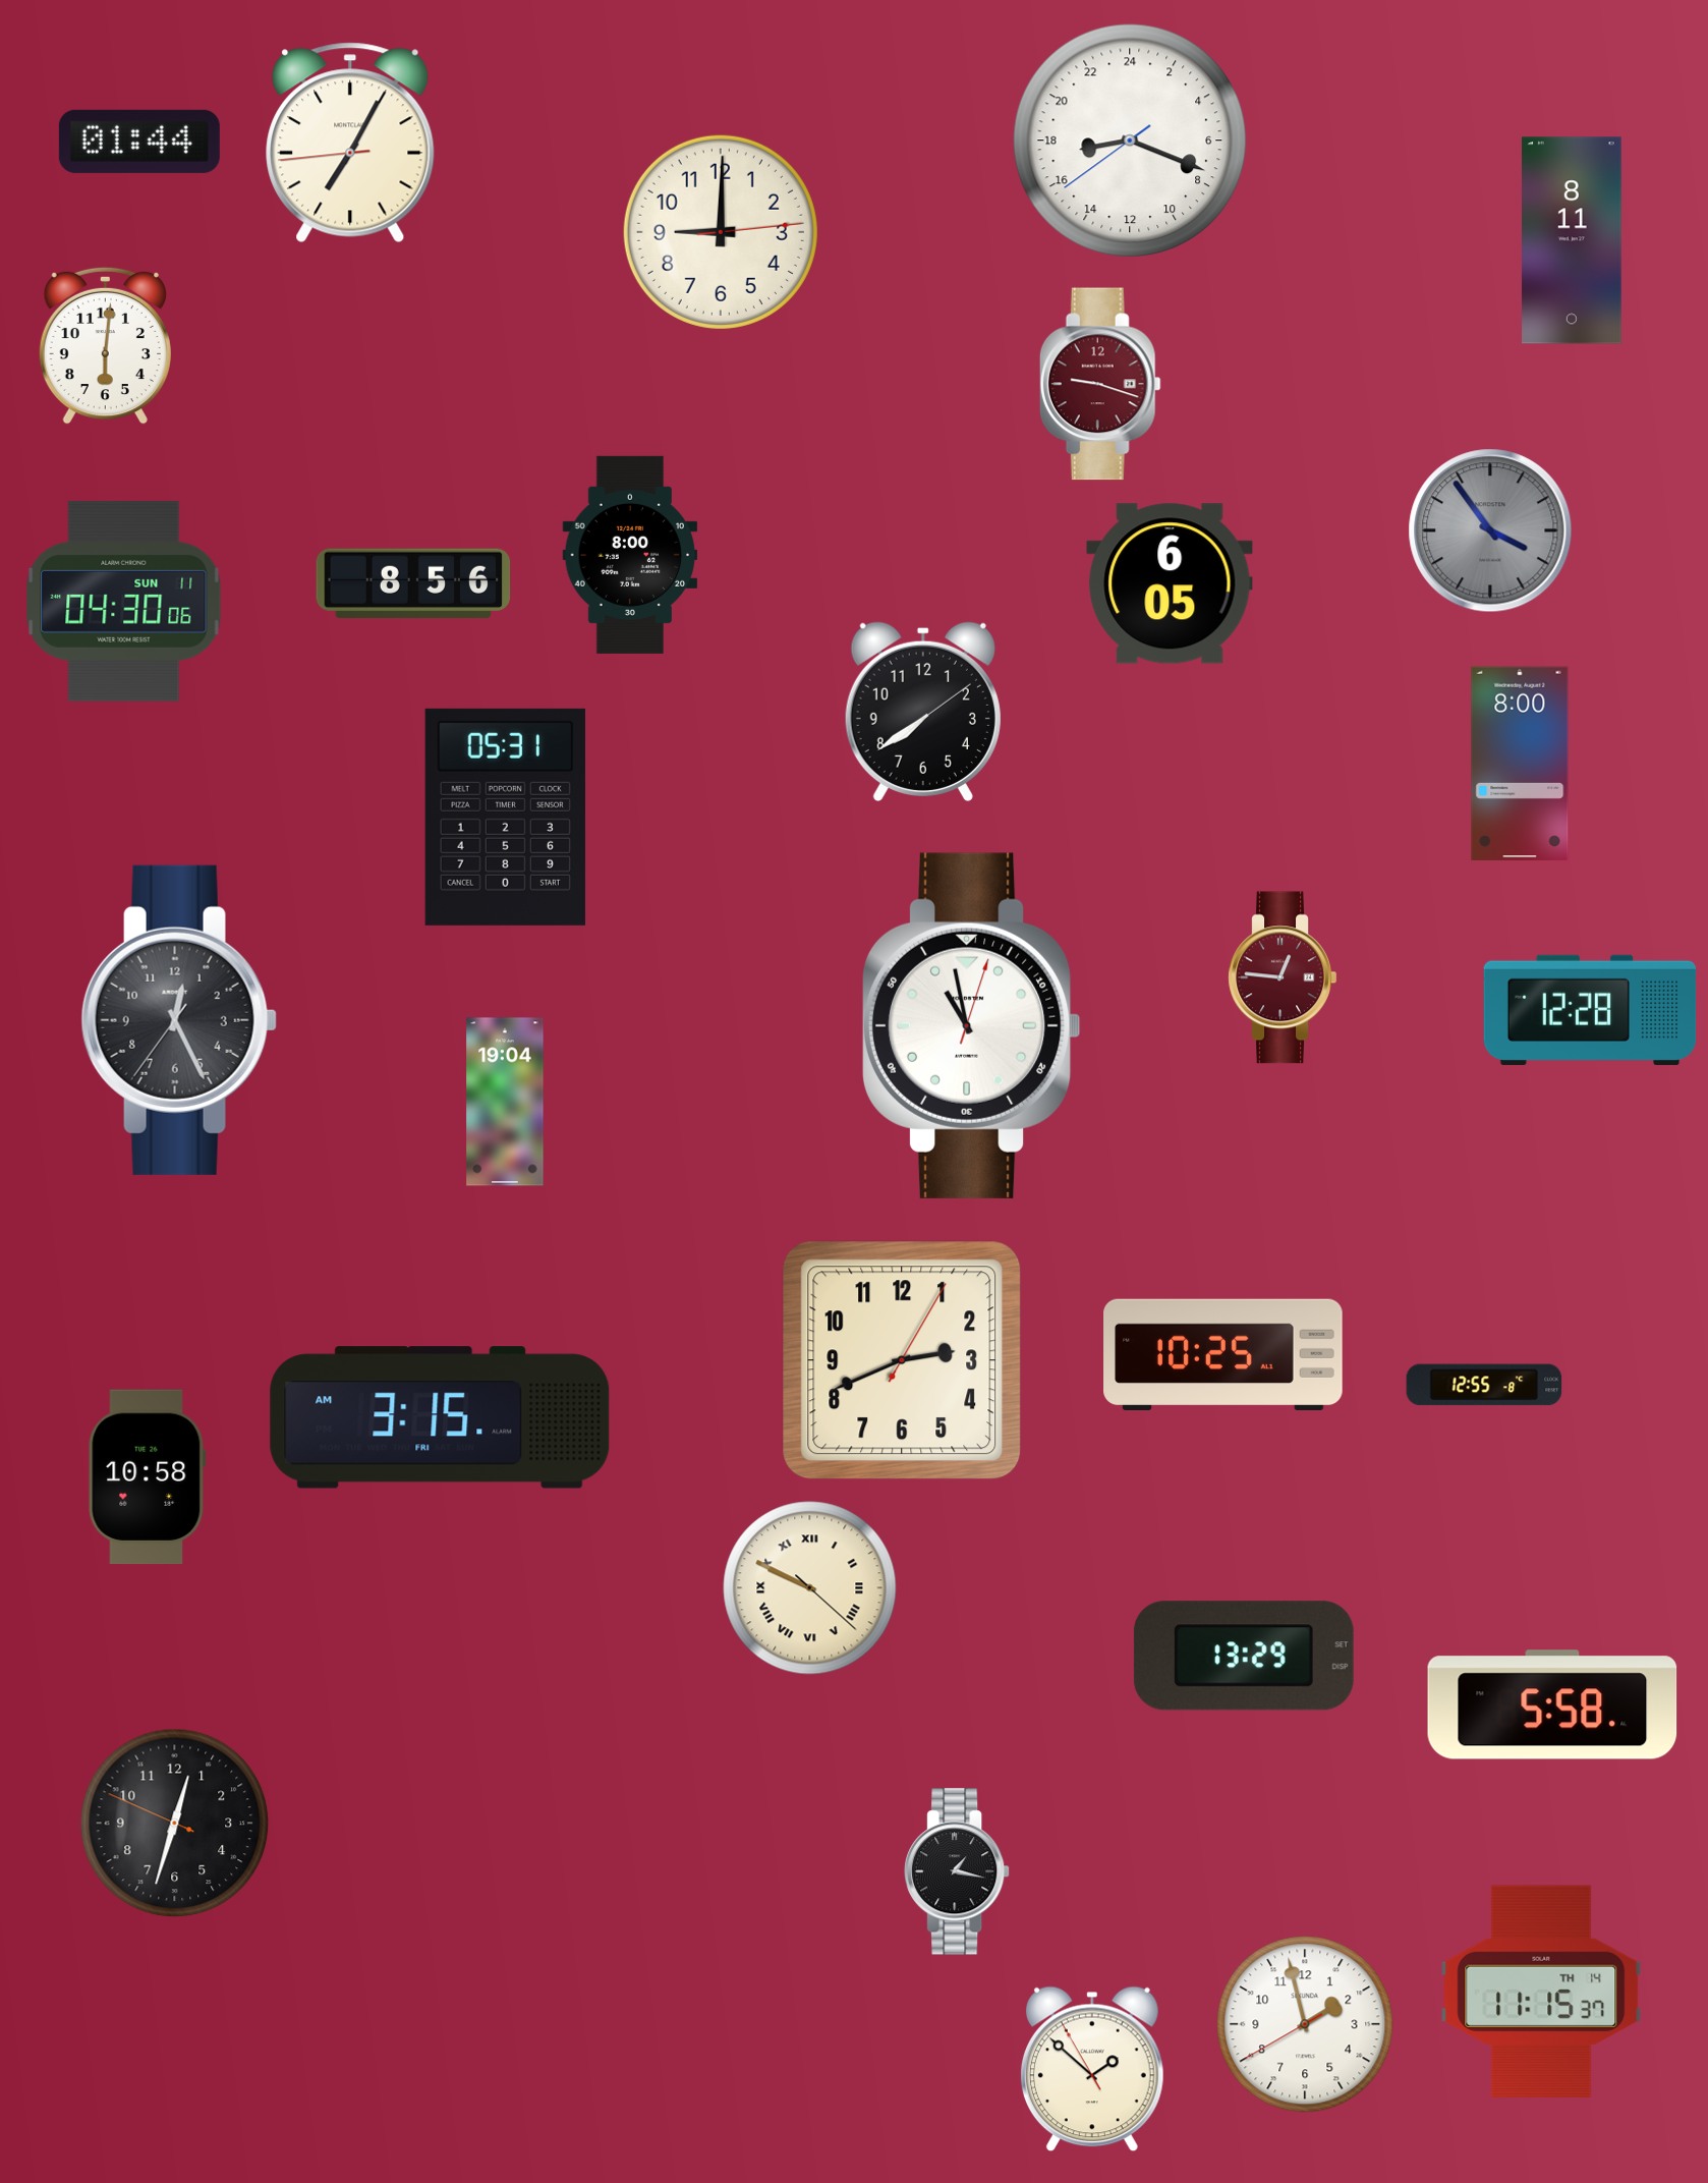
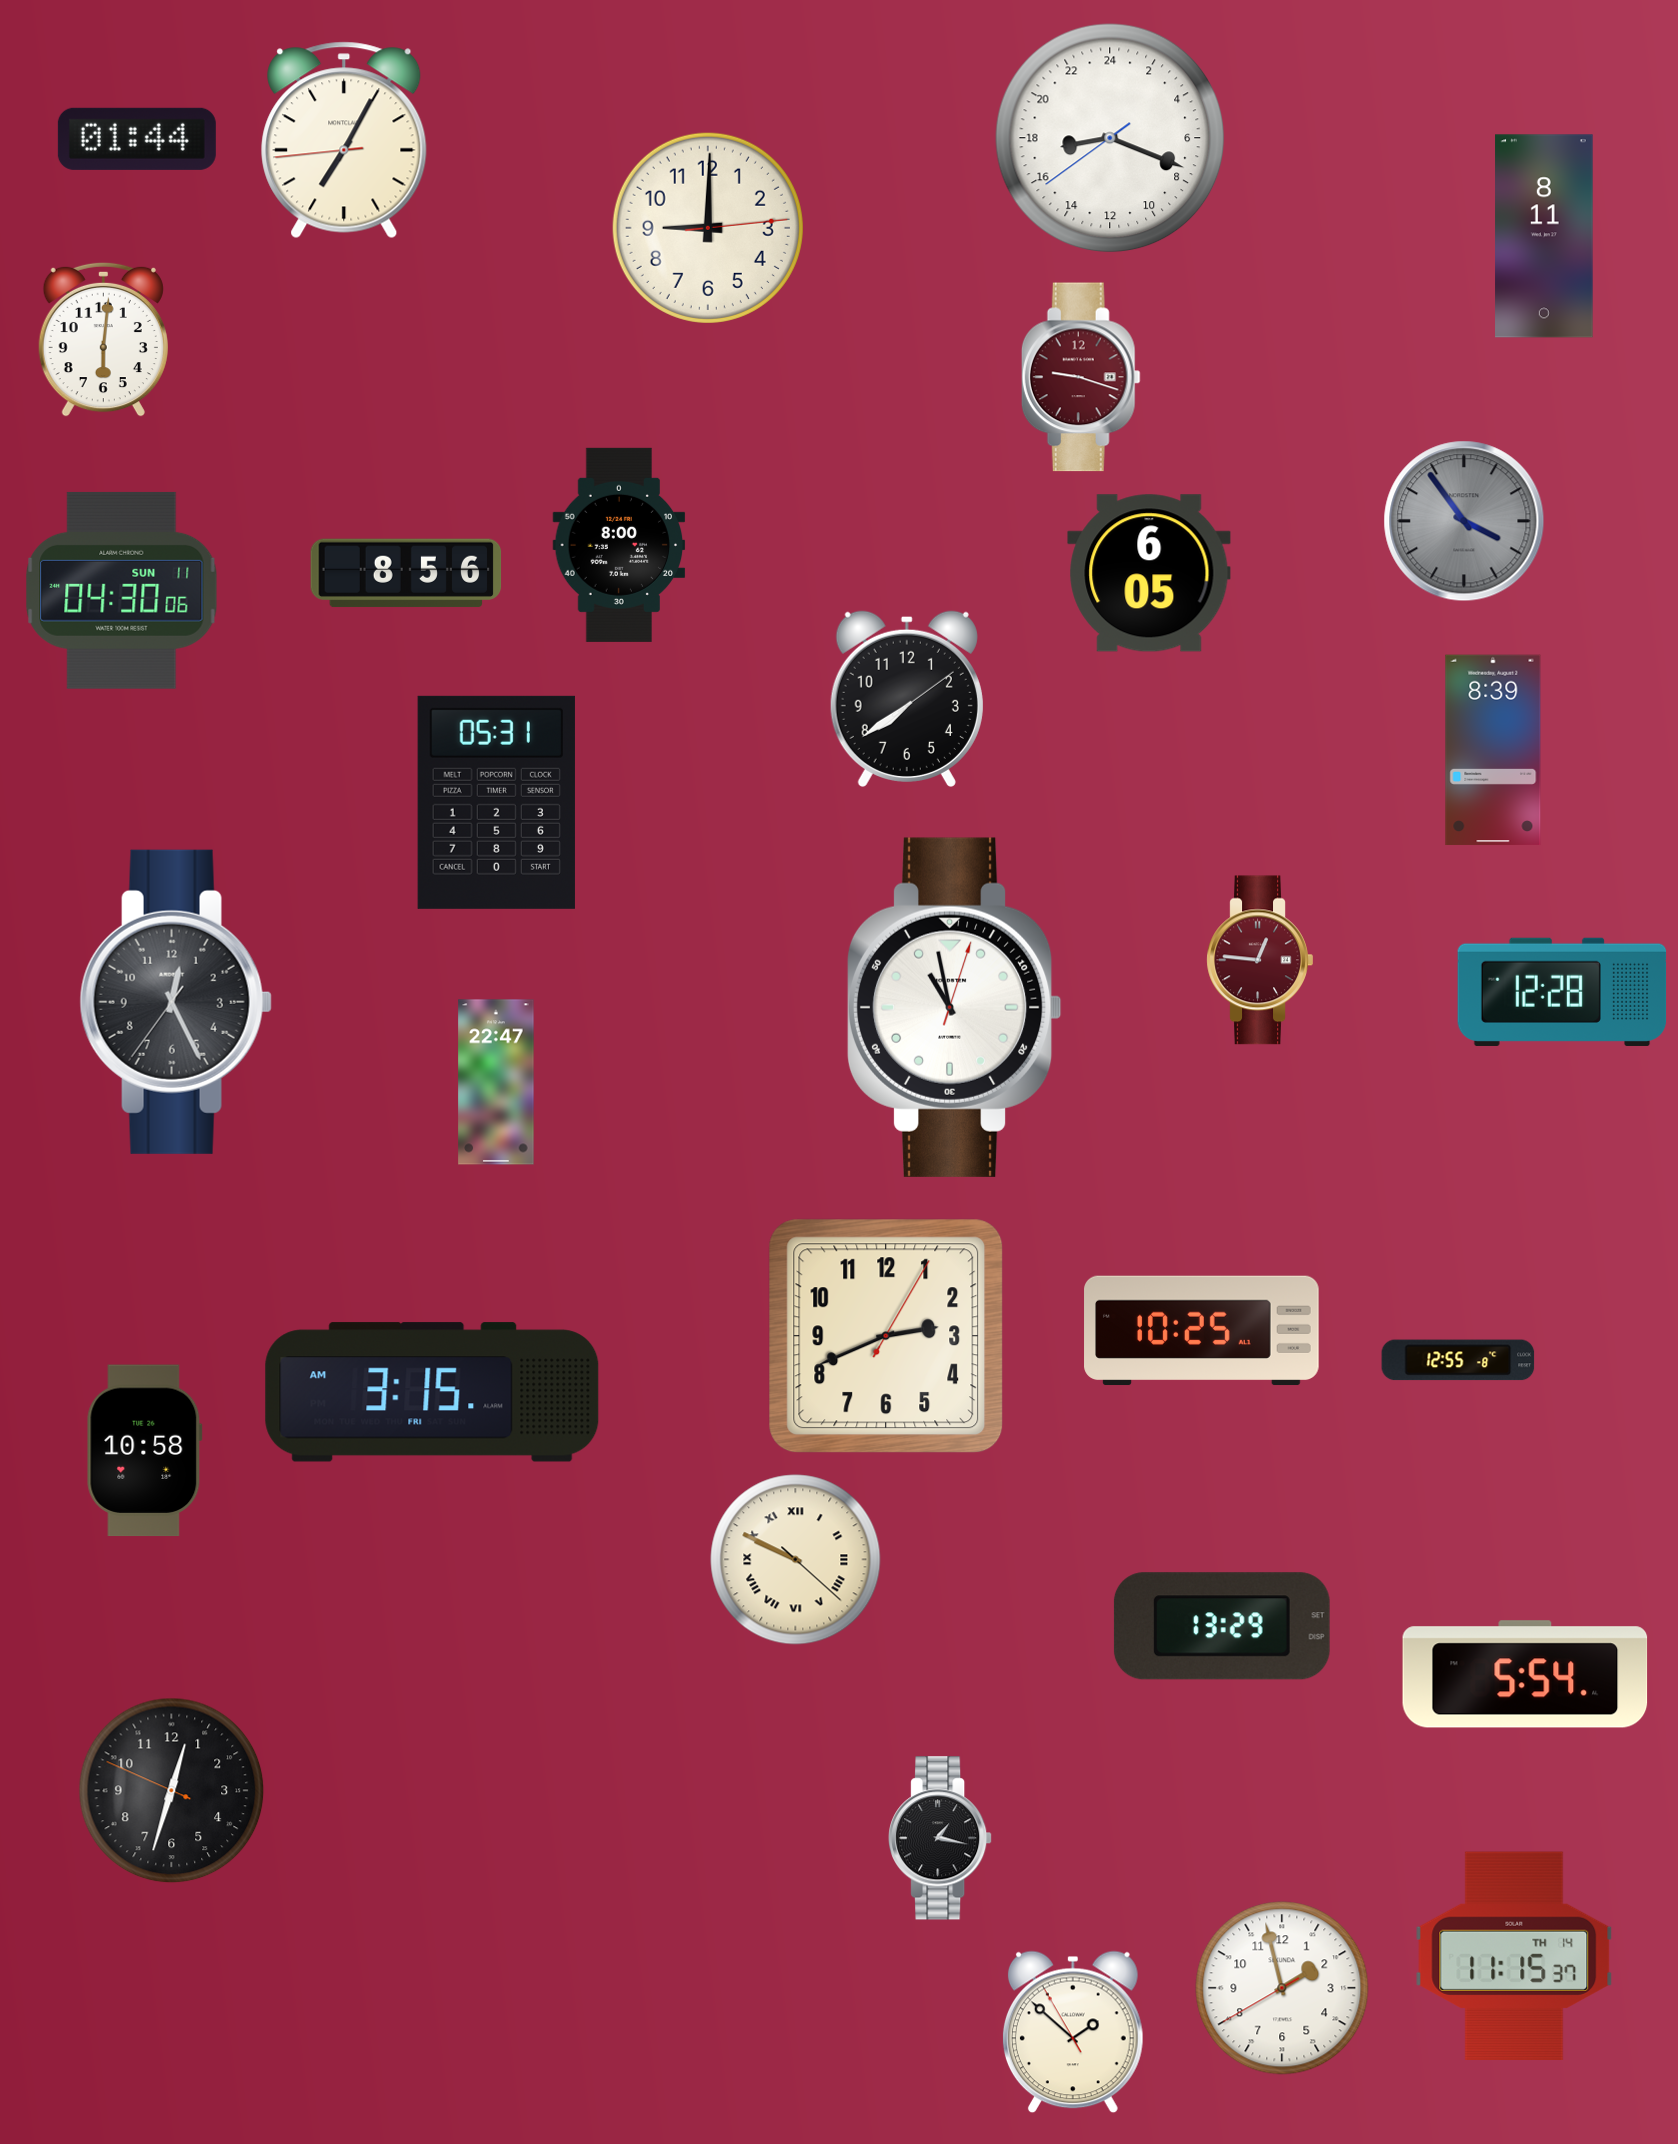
clock at (1520, 764): 8:00 -> 8:39
clock at (505, 1102): 19:04 -> 22:47
clock at (1552, 1704): 5:58 -> 5:54
